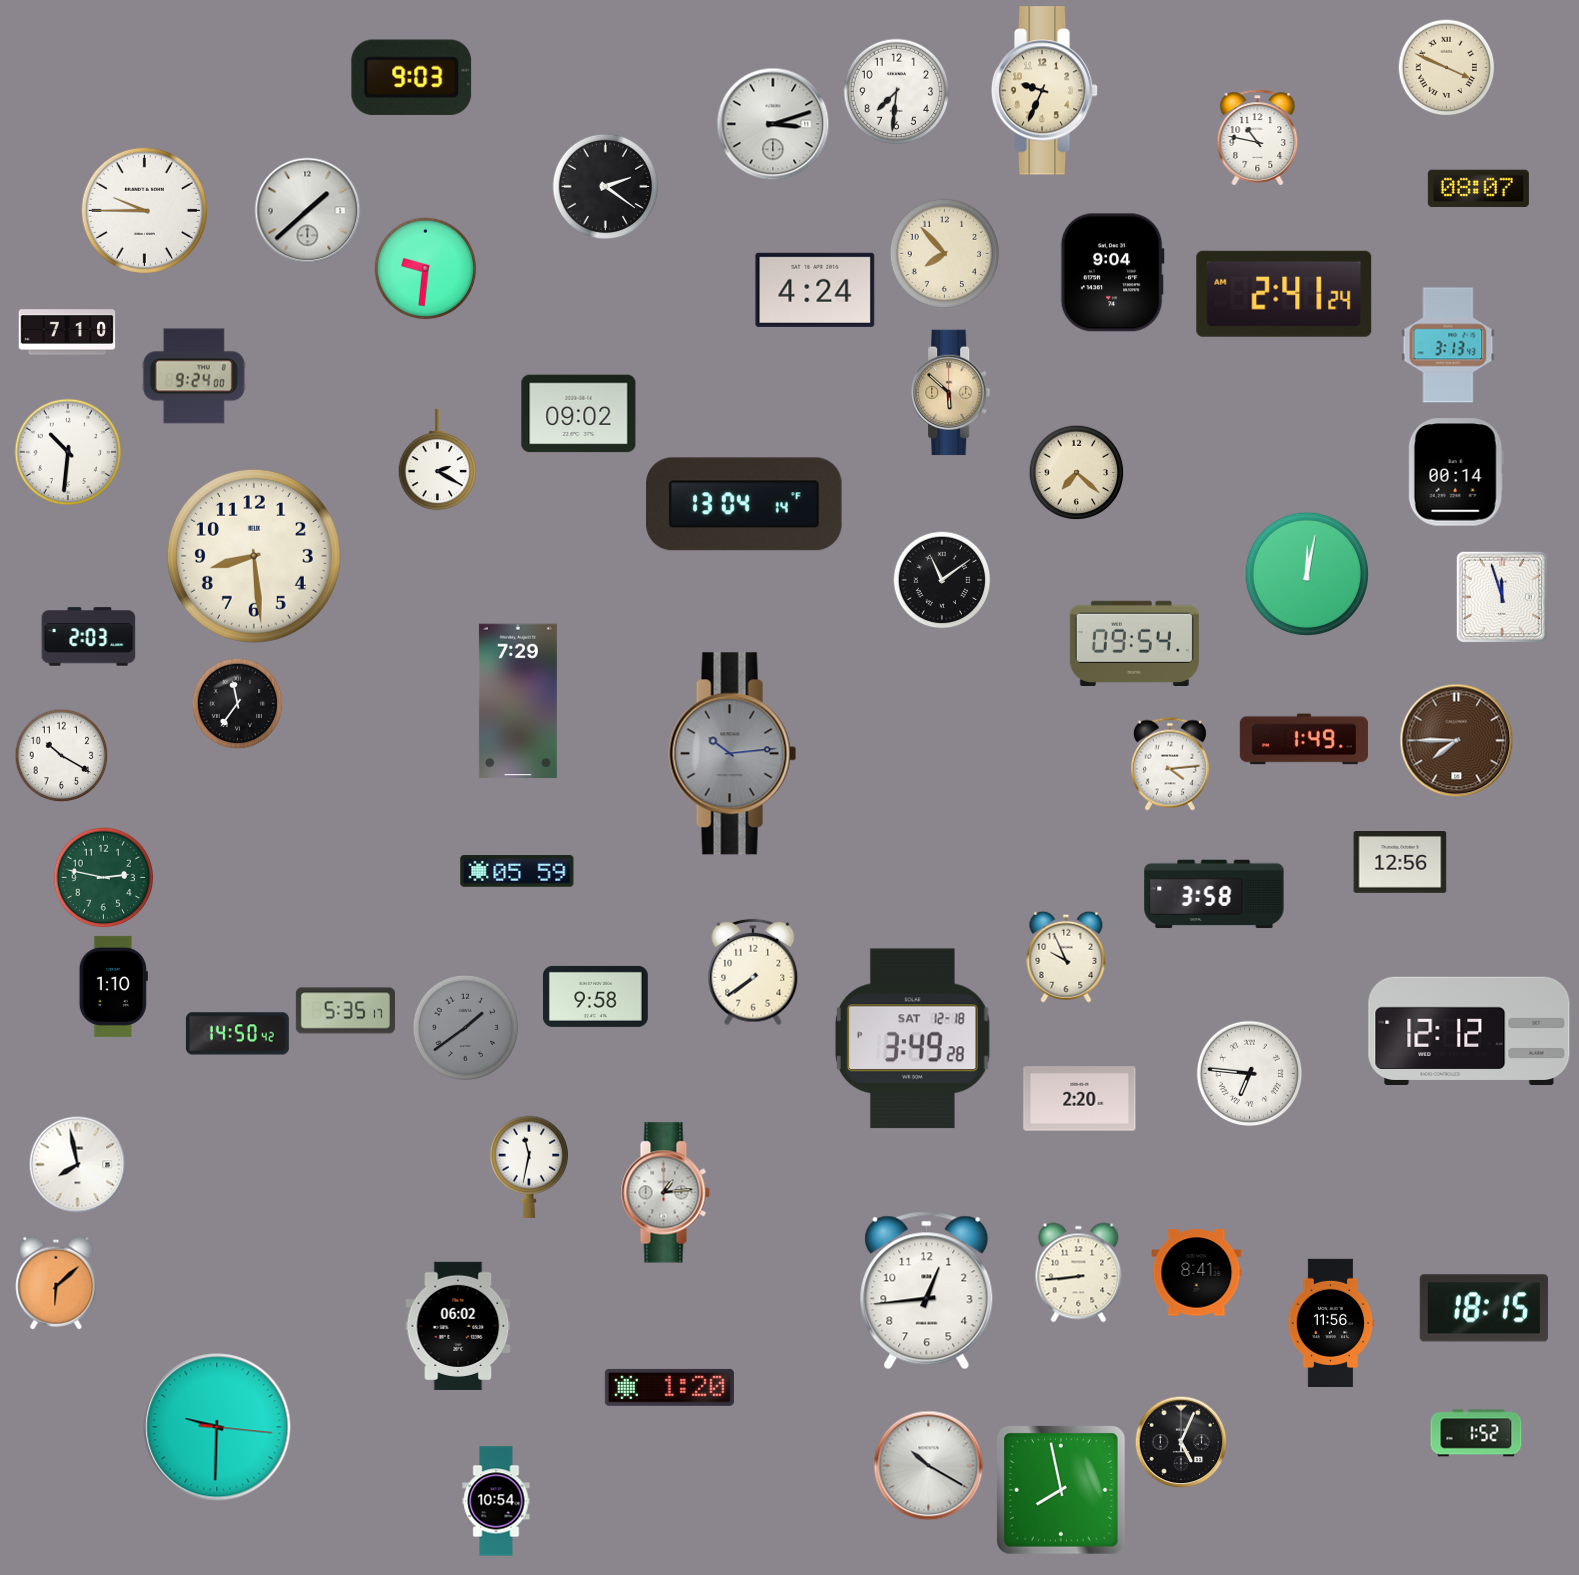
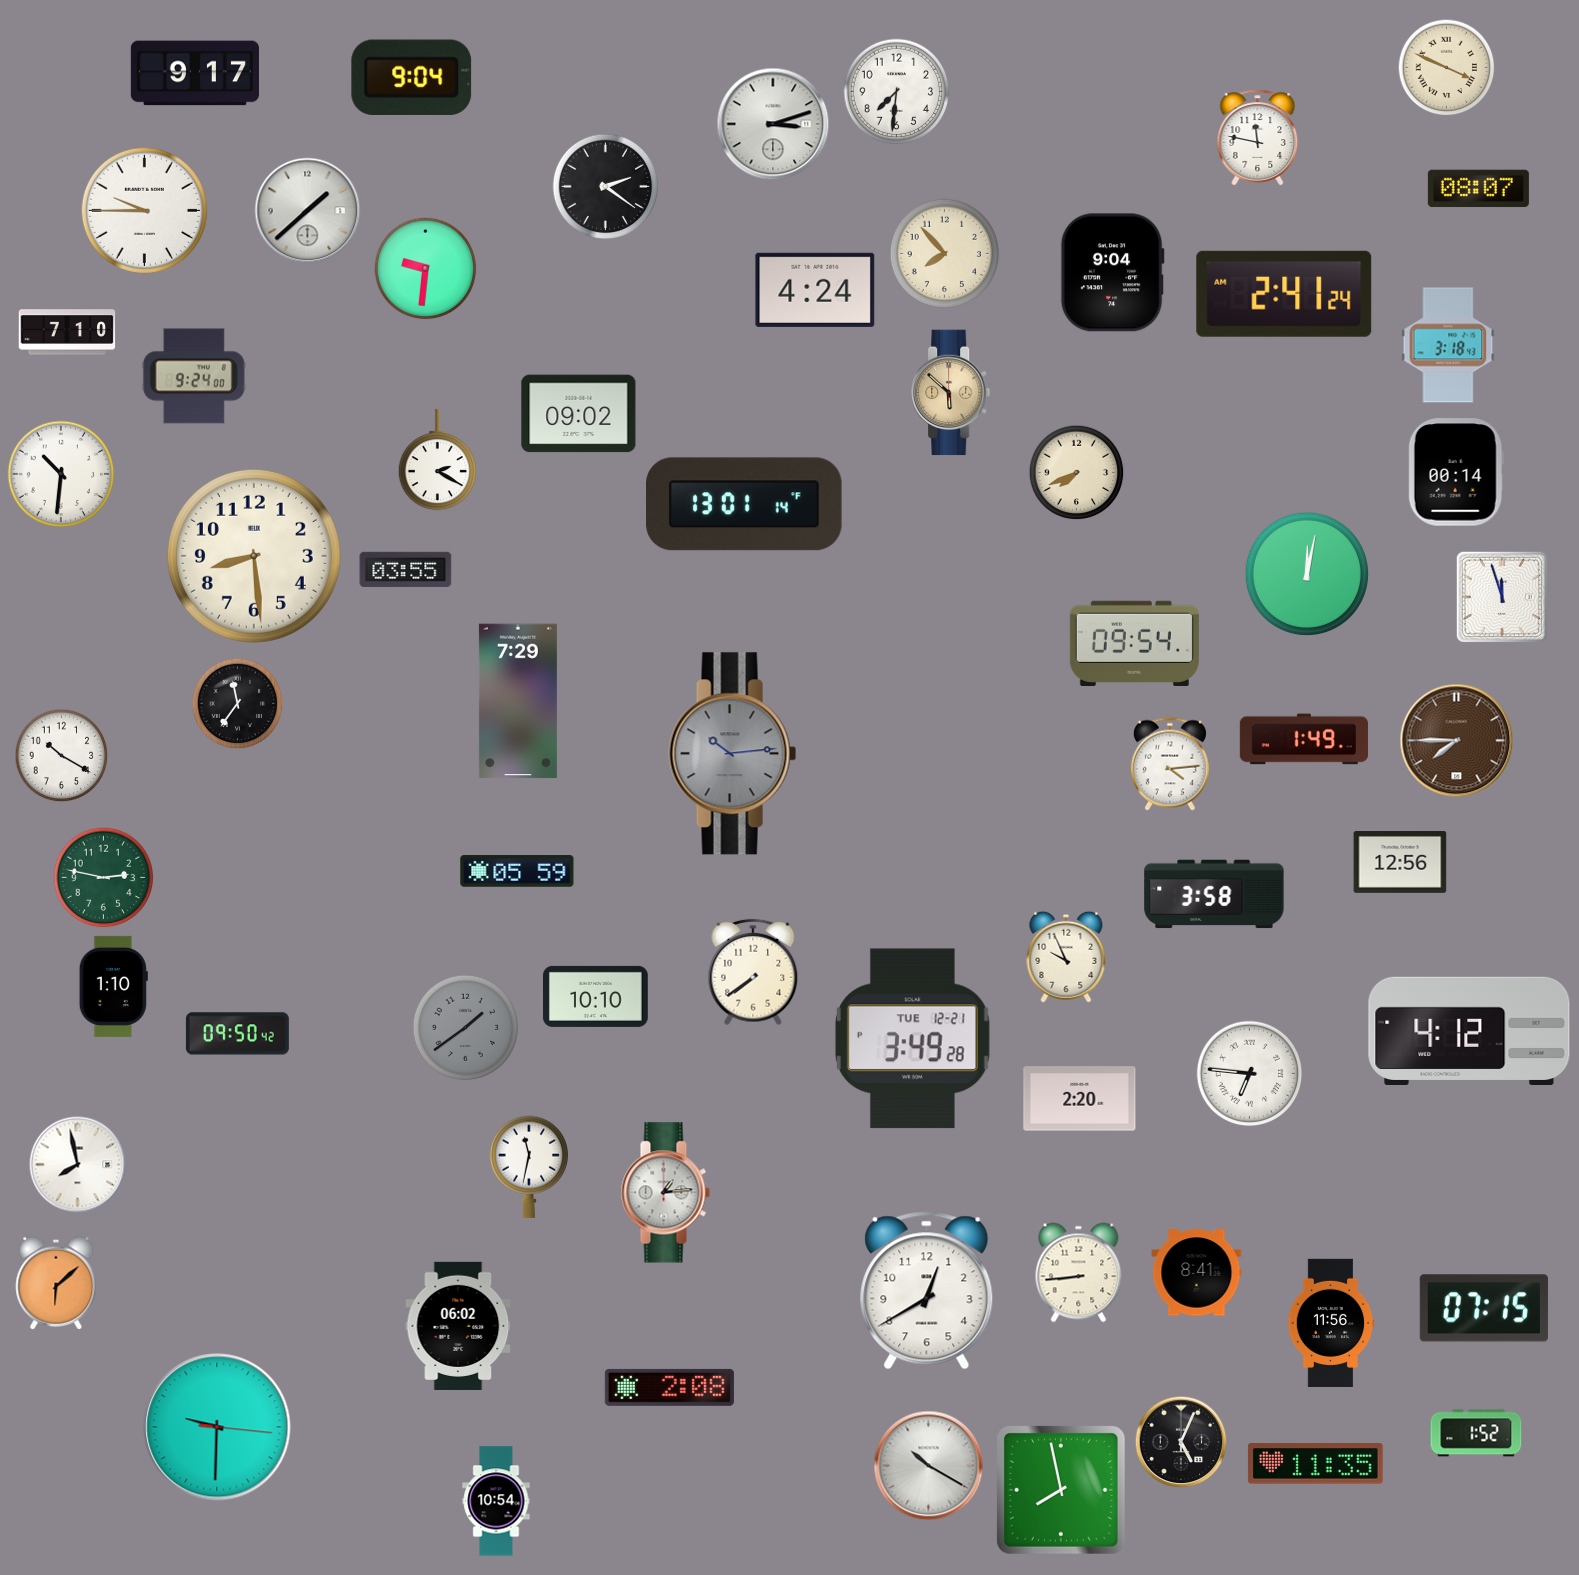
clock at (195, 73): none -> 9:17
clock at (412, 77): 9:03 -> 9:04
clock at (1045, 91): 9:34 -> none
clock at (1258, 138): 10:47 -> 11:47
clock at (1448, 345): 3:13 -> 3:18
clock at (68, 452) position: (68, 452) -> (61, 474)
clock at (1077, 473): 7:22 -> 7:41
clock at (744, 504): 13:04 -> 13:01
clock at (406, 569): none -> 03:55
clock at (942, 580): 11:09 -> none
clock at (89, 637): 2:03 -> none
clock at (596, 996): 9:58 -> 10:10
clock at (345, 1011): 5:35 -> none
clock at (1469, 1030): 12:12 -> 4:12
clock at (237, 1034): 14:50 -> 09:50
clock at (912, 1039) date: SAT 12-18 -> TUE 12-21
clock at (927, 1291): 12:44 -> 12:40
clock at (1484, 1308): 18:15 -> 07:15
clock at (669, 1387): 1:20 -> 2:08
clock at (1315, 1464): none -> 11:35
